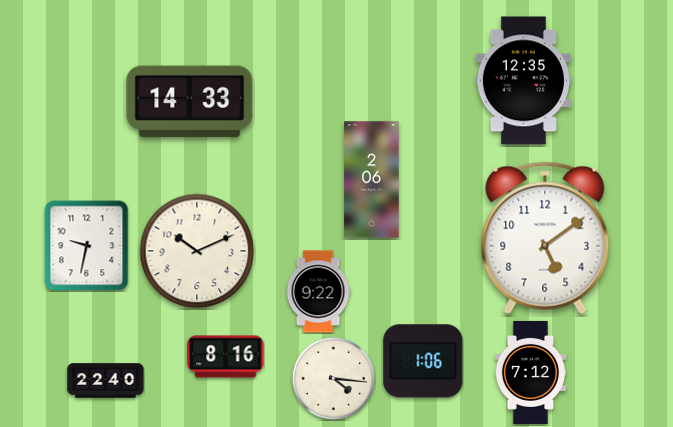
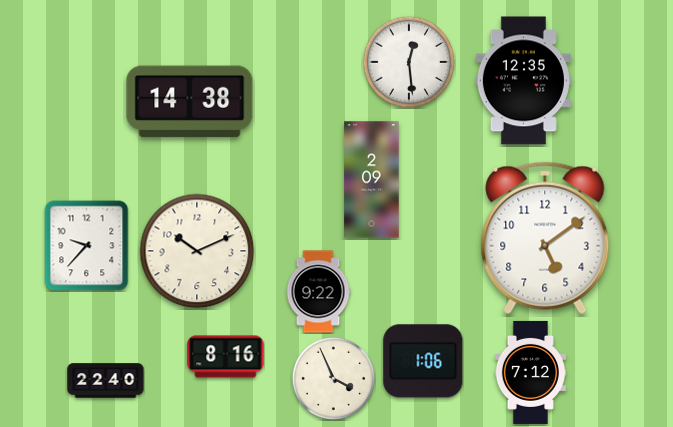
clock at (409, 62): none -> 12:29
clock at (190, 102): 14:33 -> 14:38
clock at (372, 180): 2:06 -> 2:09
clock at (87, 246): 9:32 -> 9:37
clock at (333, 378): 4:16 -> 3:56
